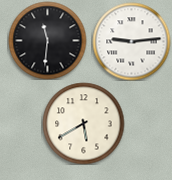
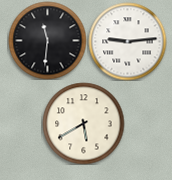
clock at (131, 41) position: (131, 41) -> (127, 41)
